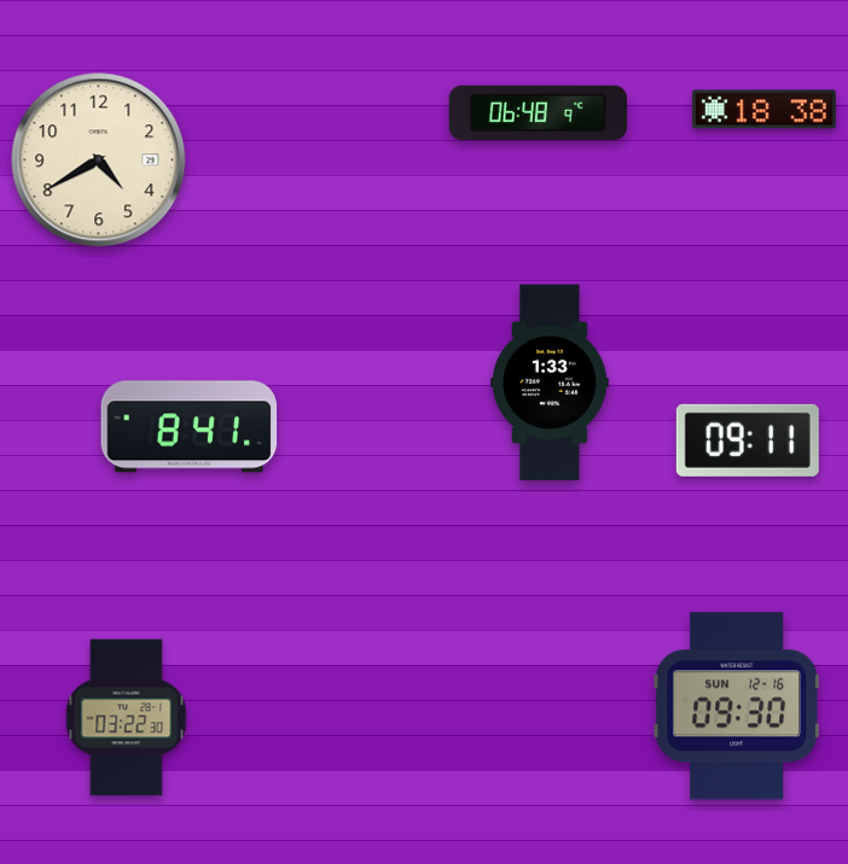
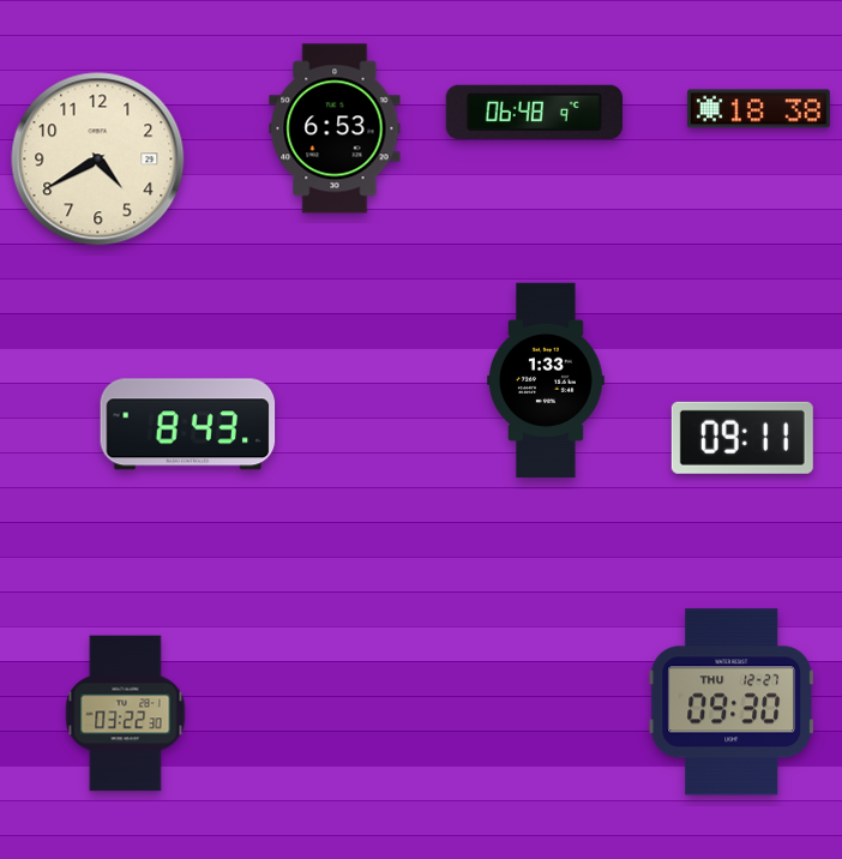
clock at (335, 128): none -> 6:53
clock at (190, 427): 8:41 -> 8:43
clock at (736, 706) date: SUN 12-16 -> THU 12-27
